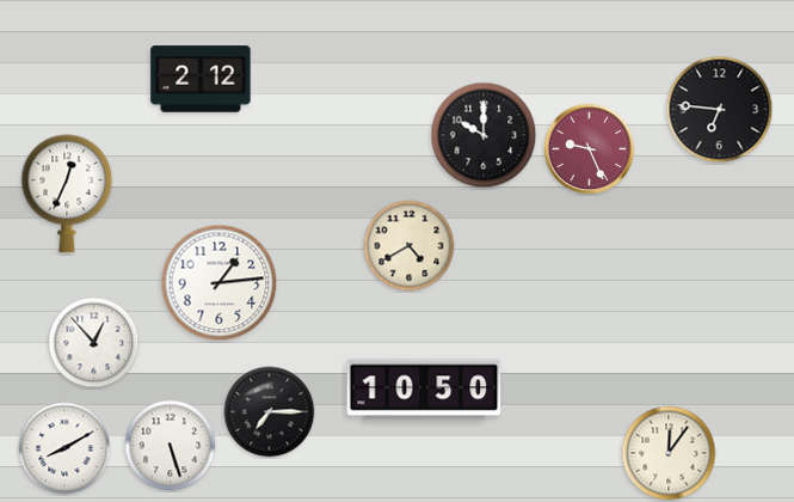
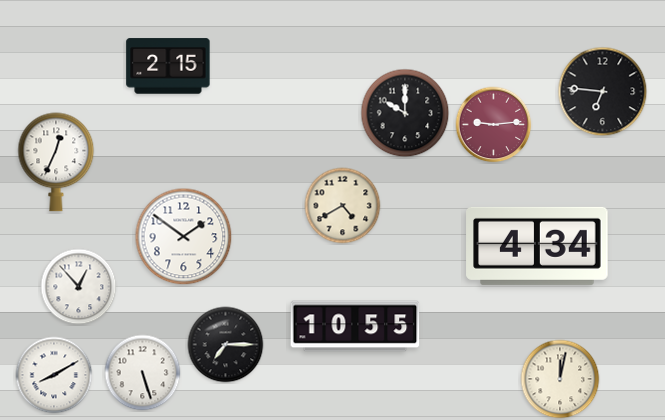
clock at (201, 79): 2:12 -> 2:15
clock at (590, 149): 9:26 -> 9:14
clock at (220, 283): 1:14 -> 1:51
clock at (537, 246): none -> 4:34
clock at (424, 390): 10:50 -> 10:55
clock at (669, 453): 12:06 -> 12:02
